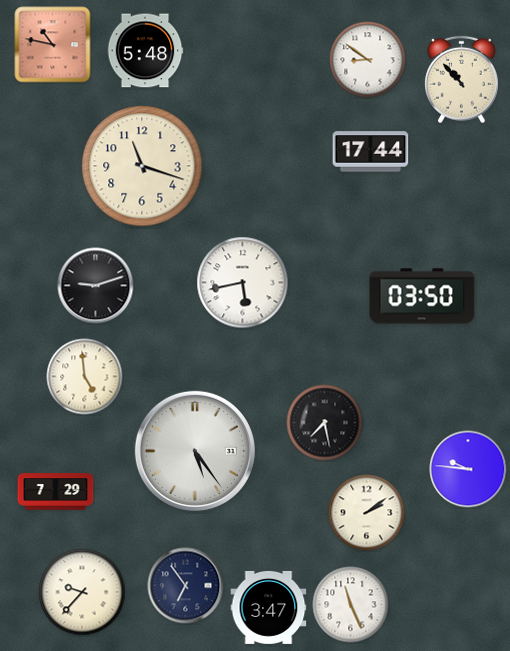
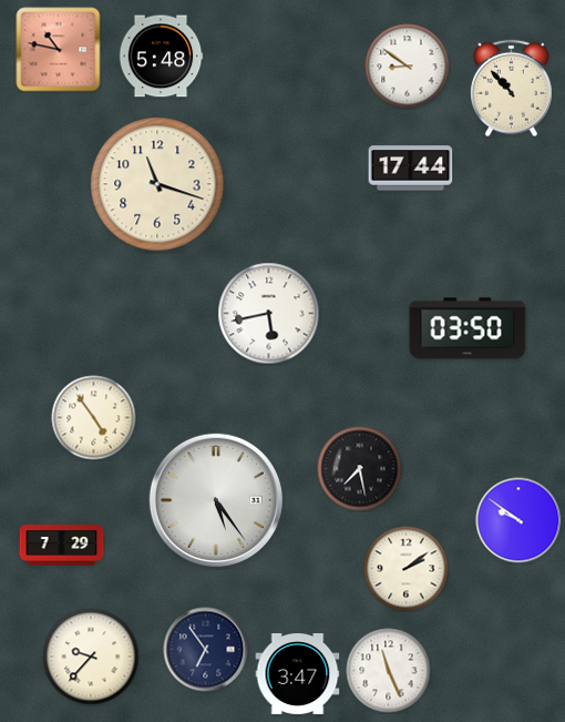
clock at (96, 286): 9:12 -> none
clock at (85, 377): 4:59 -> 4:54
clock at (468, 469): 9:46 -> 9:51
